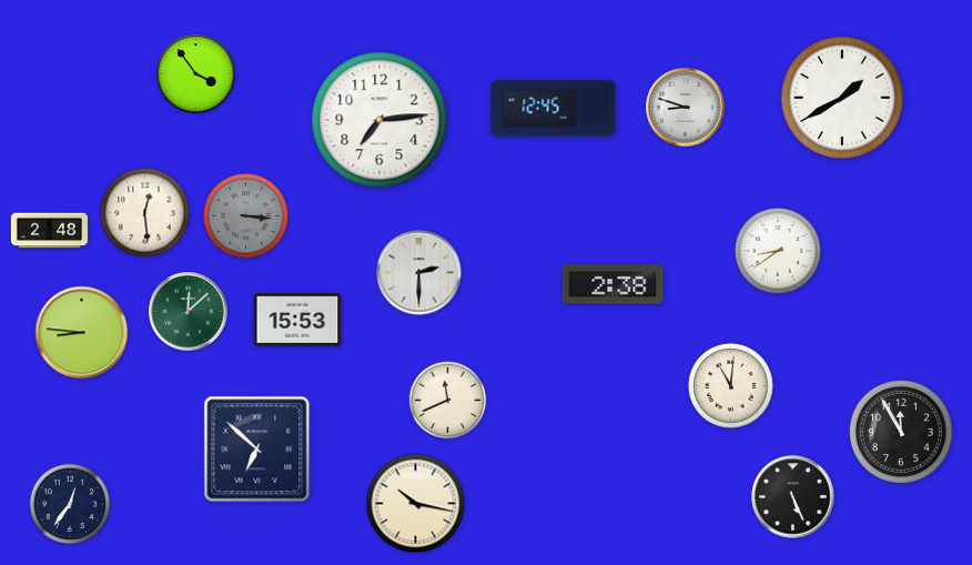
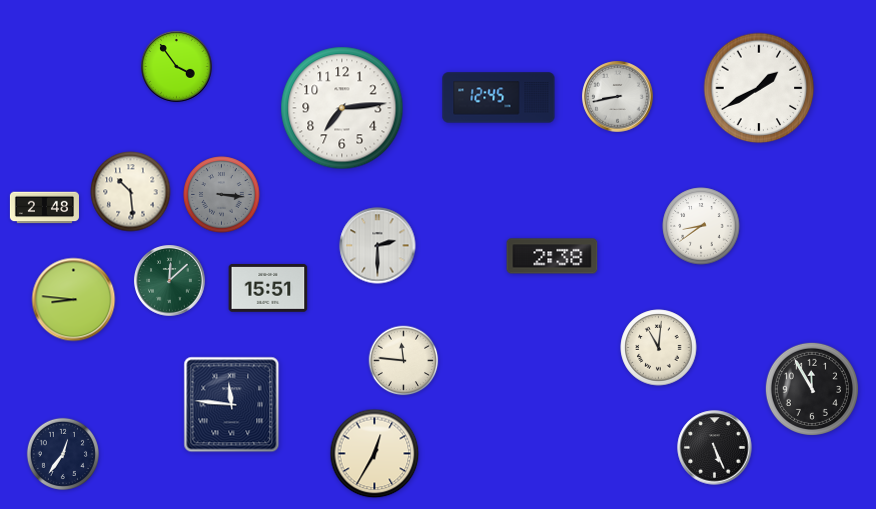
clock at (686, 108): 8:48 -> 8:43
clock at (145, 213): 12:29 -> 10:29
clock at (297, 320): 15:53 -> 15:51
clock at (448, 401): 11:41 -> 11:46
clock at (257, 450): 6:52 -> 11:46
clock at (416, 504): 10:17 -> 12:35
